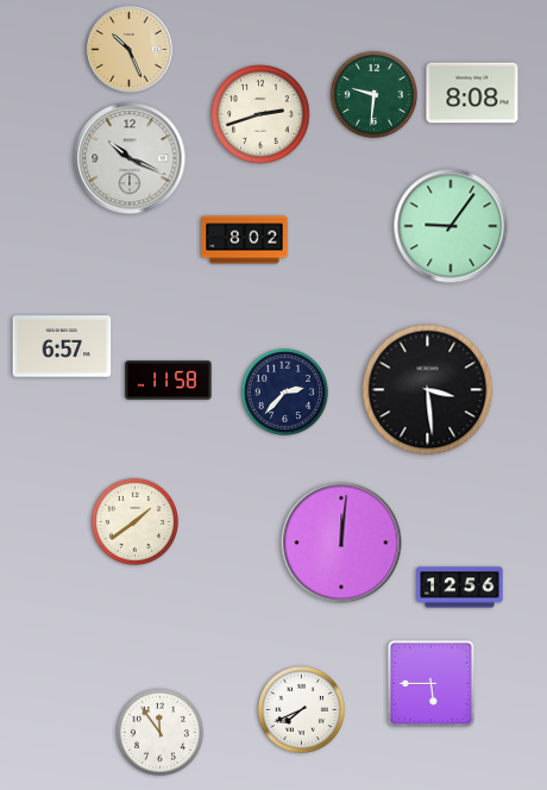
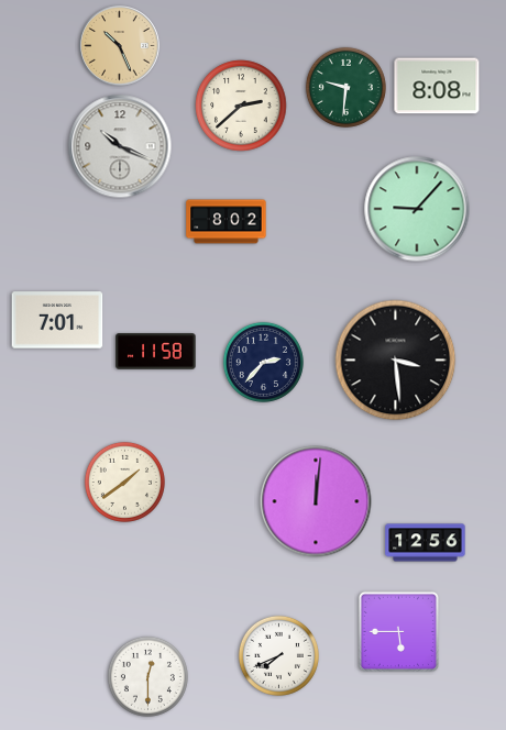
clock at (260, 114): 2:42 -> 2:38
clock at (451, 226): 9:06 -> 9:07
clock at (62, 346): 6:57 -> 7:01
clock at (159, 732): 11:54 -> 12:30
